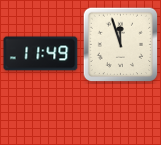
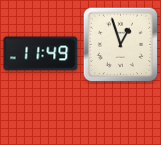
clock at (121, 45): 11:57 -> 12:57
